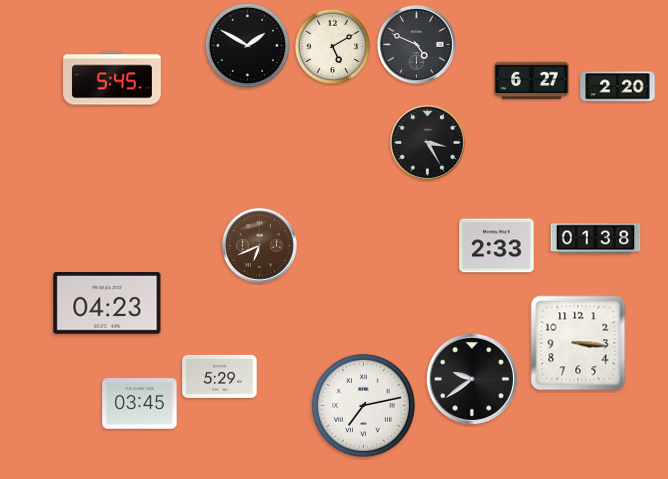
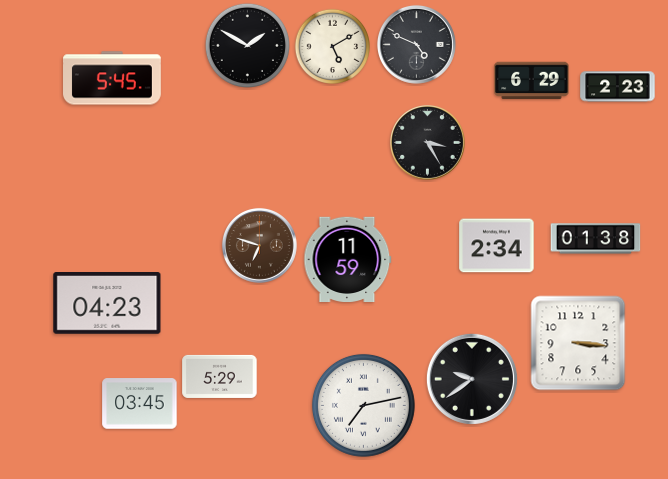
clock at (532, 81): 6:27 -> 6:29
clock at (618, 87): 2:20 -> 2:23
clock at (259, 245): 6:41 -> 6:48
clock at (497, 246): 2:33 -> 2:34
clock at (348, 259): none -> 11:59
